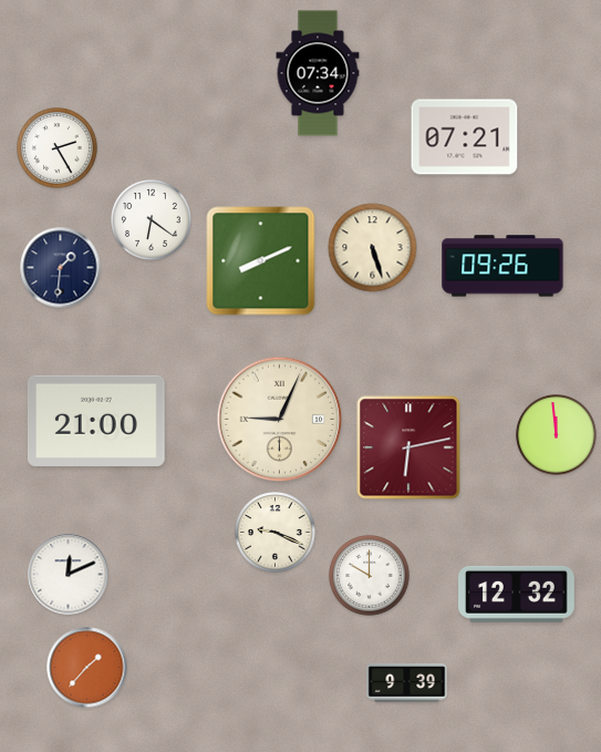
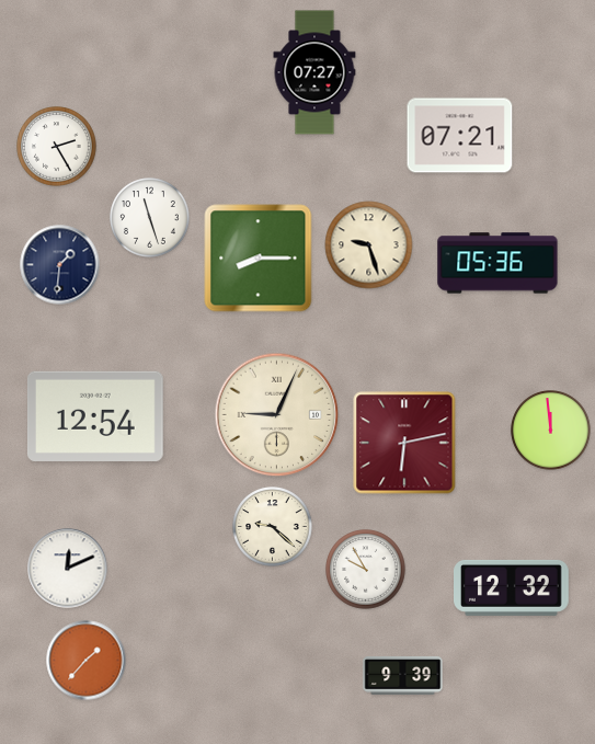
clock at (318, 73): 07:34 -> 07:27
clock at (152, 220): 6:21 -> 11:27
clock at (373, 248): 5:27 -> 9:27
clock at (261, 261): 8:11 -> 8:15
clock at (502, 266): 09:26 -> 05:36
clock at (96, 421): 21:00 -> 12:54
clock at (276, 533): 9:19 -> 9:22
clock at (370, 576): 10:00 -> 9:55
